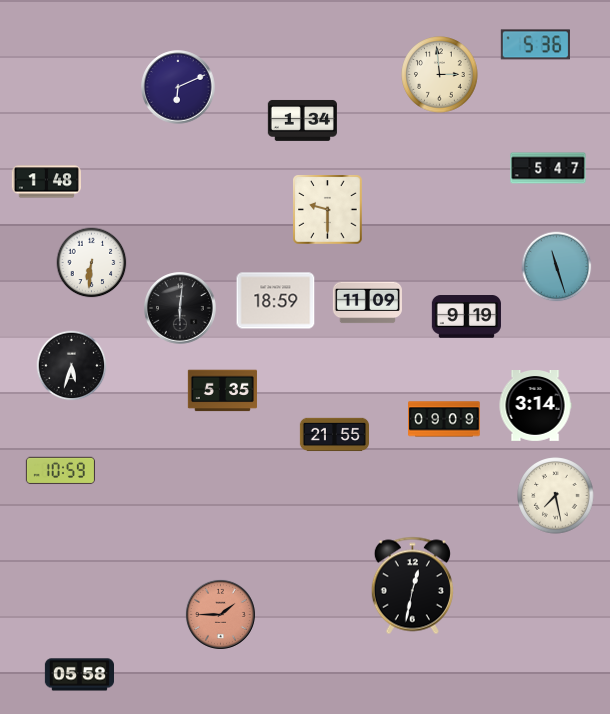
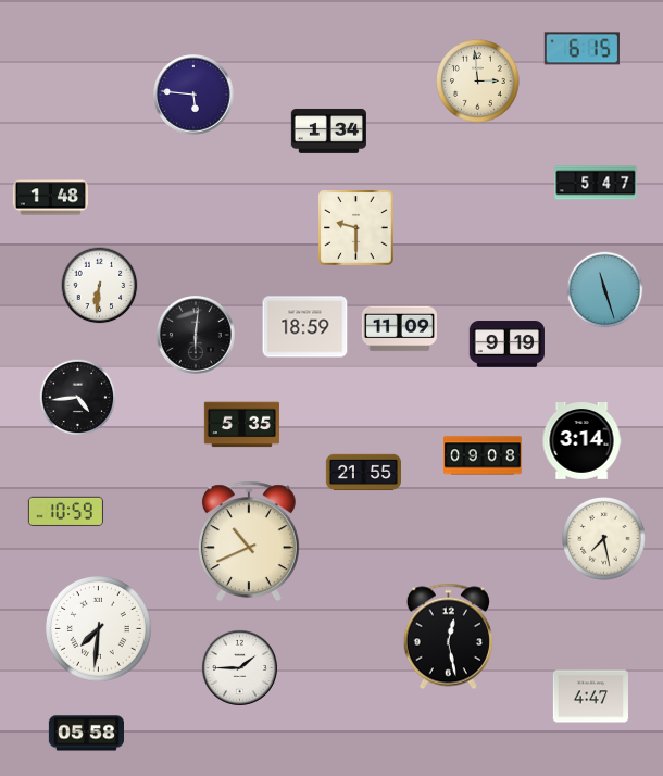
clock at (535, 45): 5:36 -> 6:15
clock at (178, 87): 6:11 -> 5:46
clock at (276, 301) position: (276, 301) -> (305, 327)
clock at (72, 366): 5:33 -> 4:44
clock at (444, 419): 09:09 -> 09:08
clock at (249, 541): none -> 10:41
clock at (99, 629): none -> 7:31
clock at (412, 586): 12:32 -> 12:28
clock at (220, 614) dial: salmon -> white
clock at (590, 697): none -> 4:47
